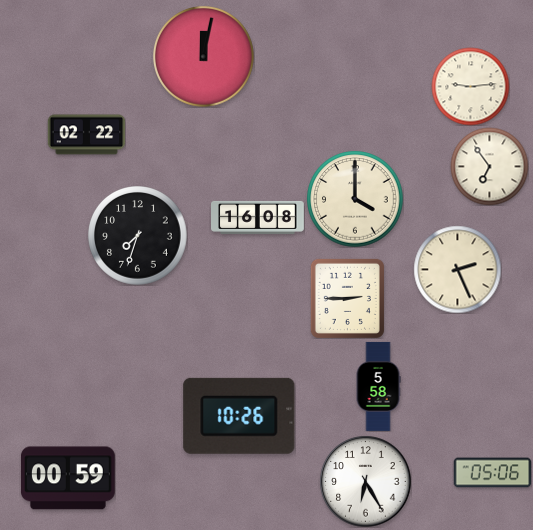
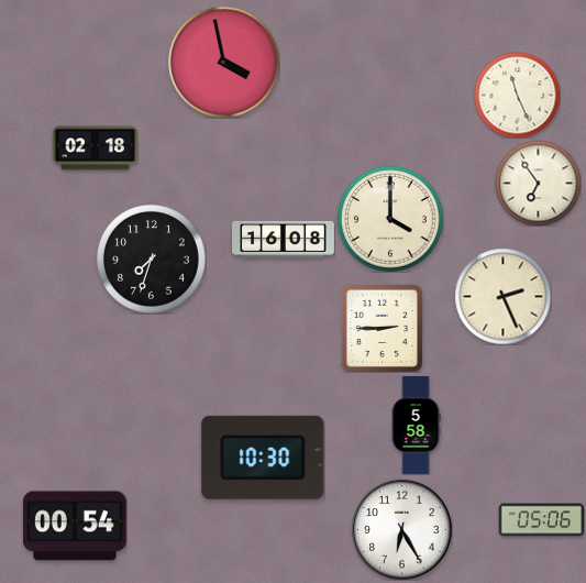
clock at (203, 56): 12:02 -> 3:58
clock at (470, 86): 9:14 -> 11:26
clock at (86, 135): 02:22 -> 02:18
clock at (239, 416): 10:26 -> 10:30
clock at (68, 478): 00:59 -> 00:54
